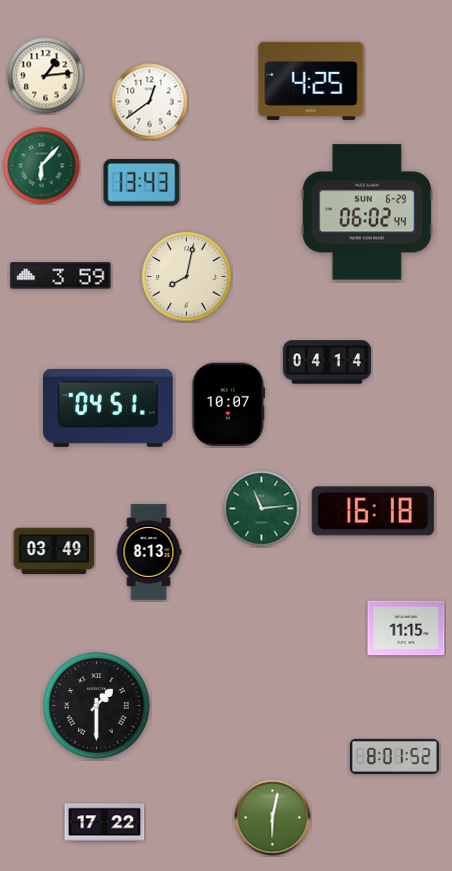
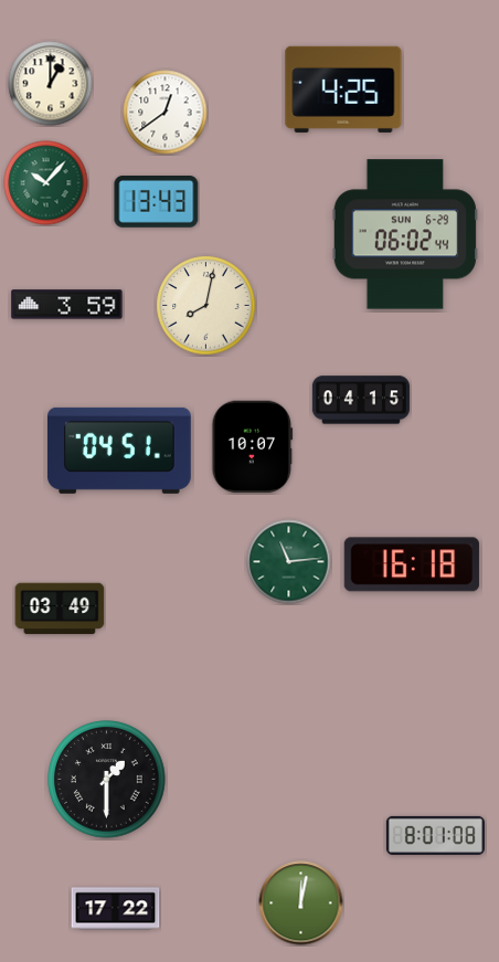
clock at (46, 76): 1:14 -> 1:00
clock at (42, 166): 6:07 -> 10:07
clock at (327, 362): 04:14 -> 04:15
clock at (149, 552): 8:13 -> none
clock at (406, 628): 11:15 -> none
clock at (394, 756): 8:01:52 -> 8:01:08
clock at (273, 818): 6:02 -> 12:02
